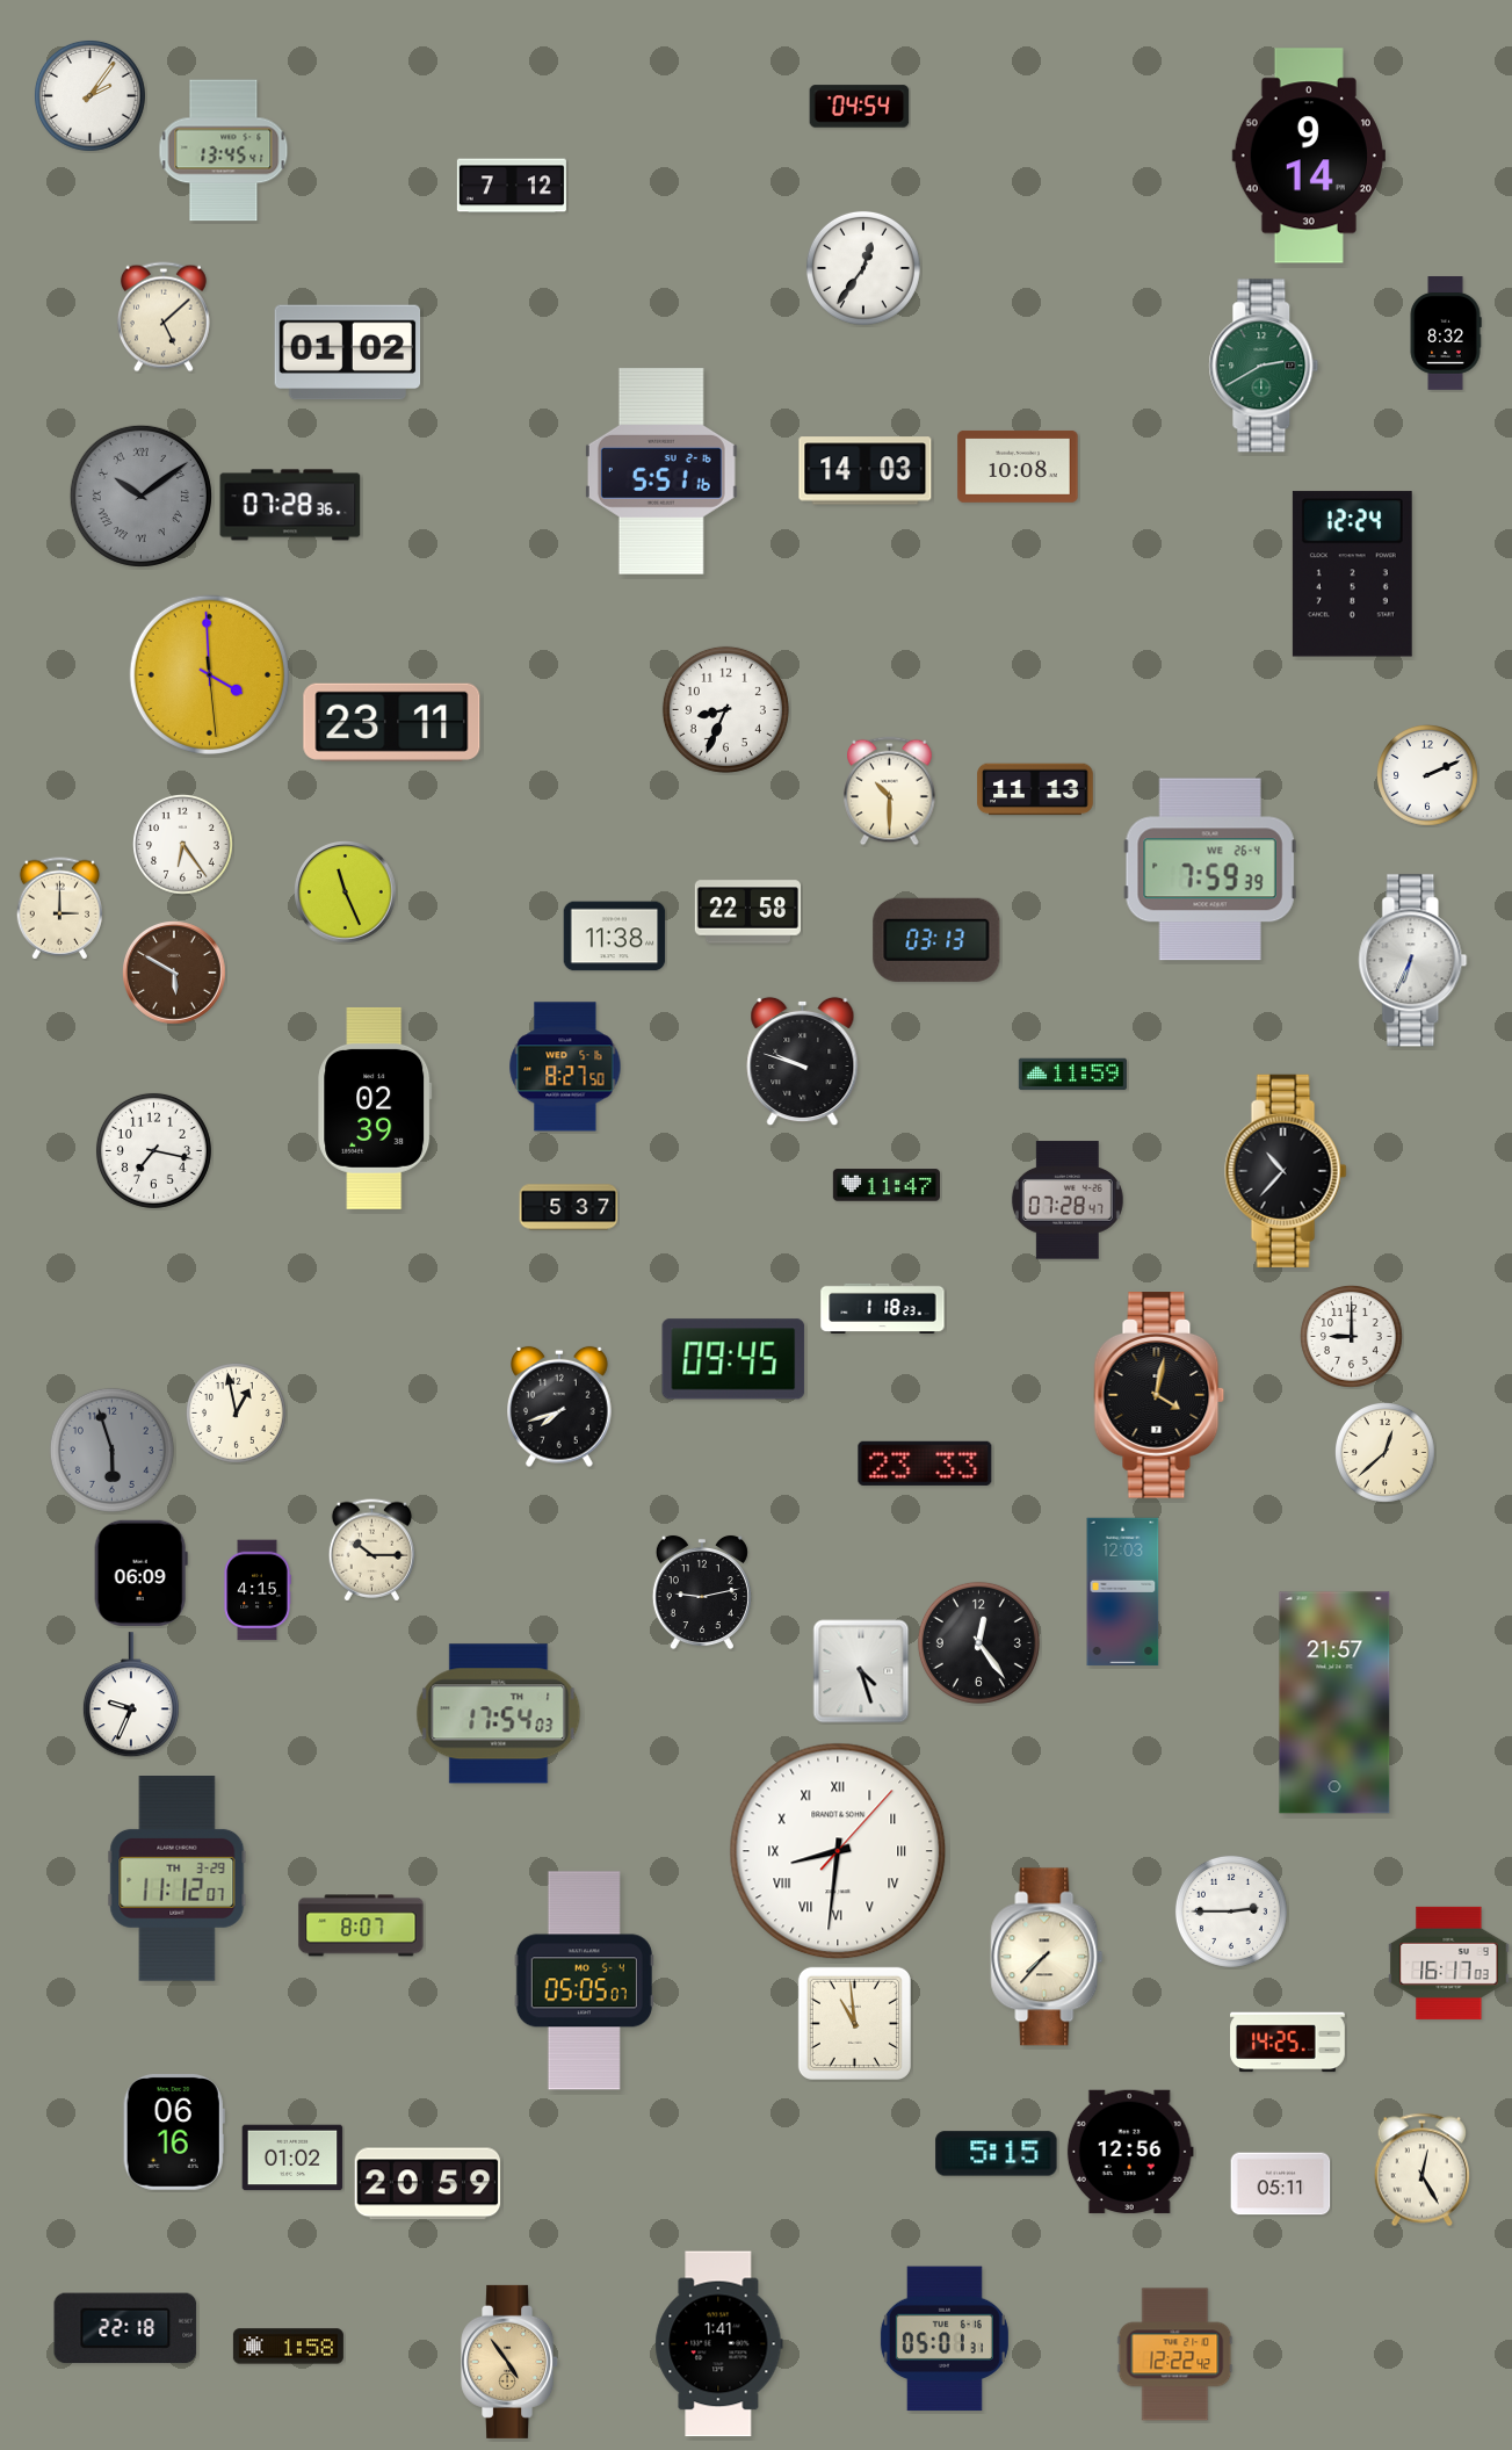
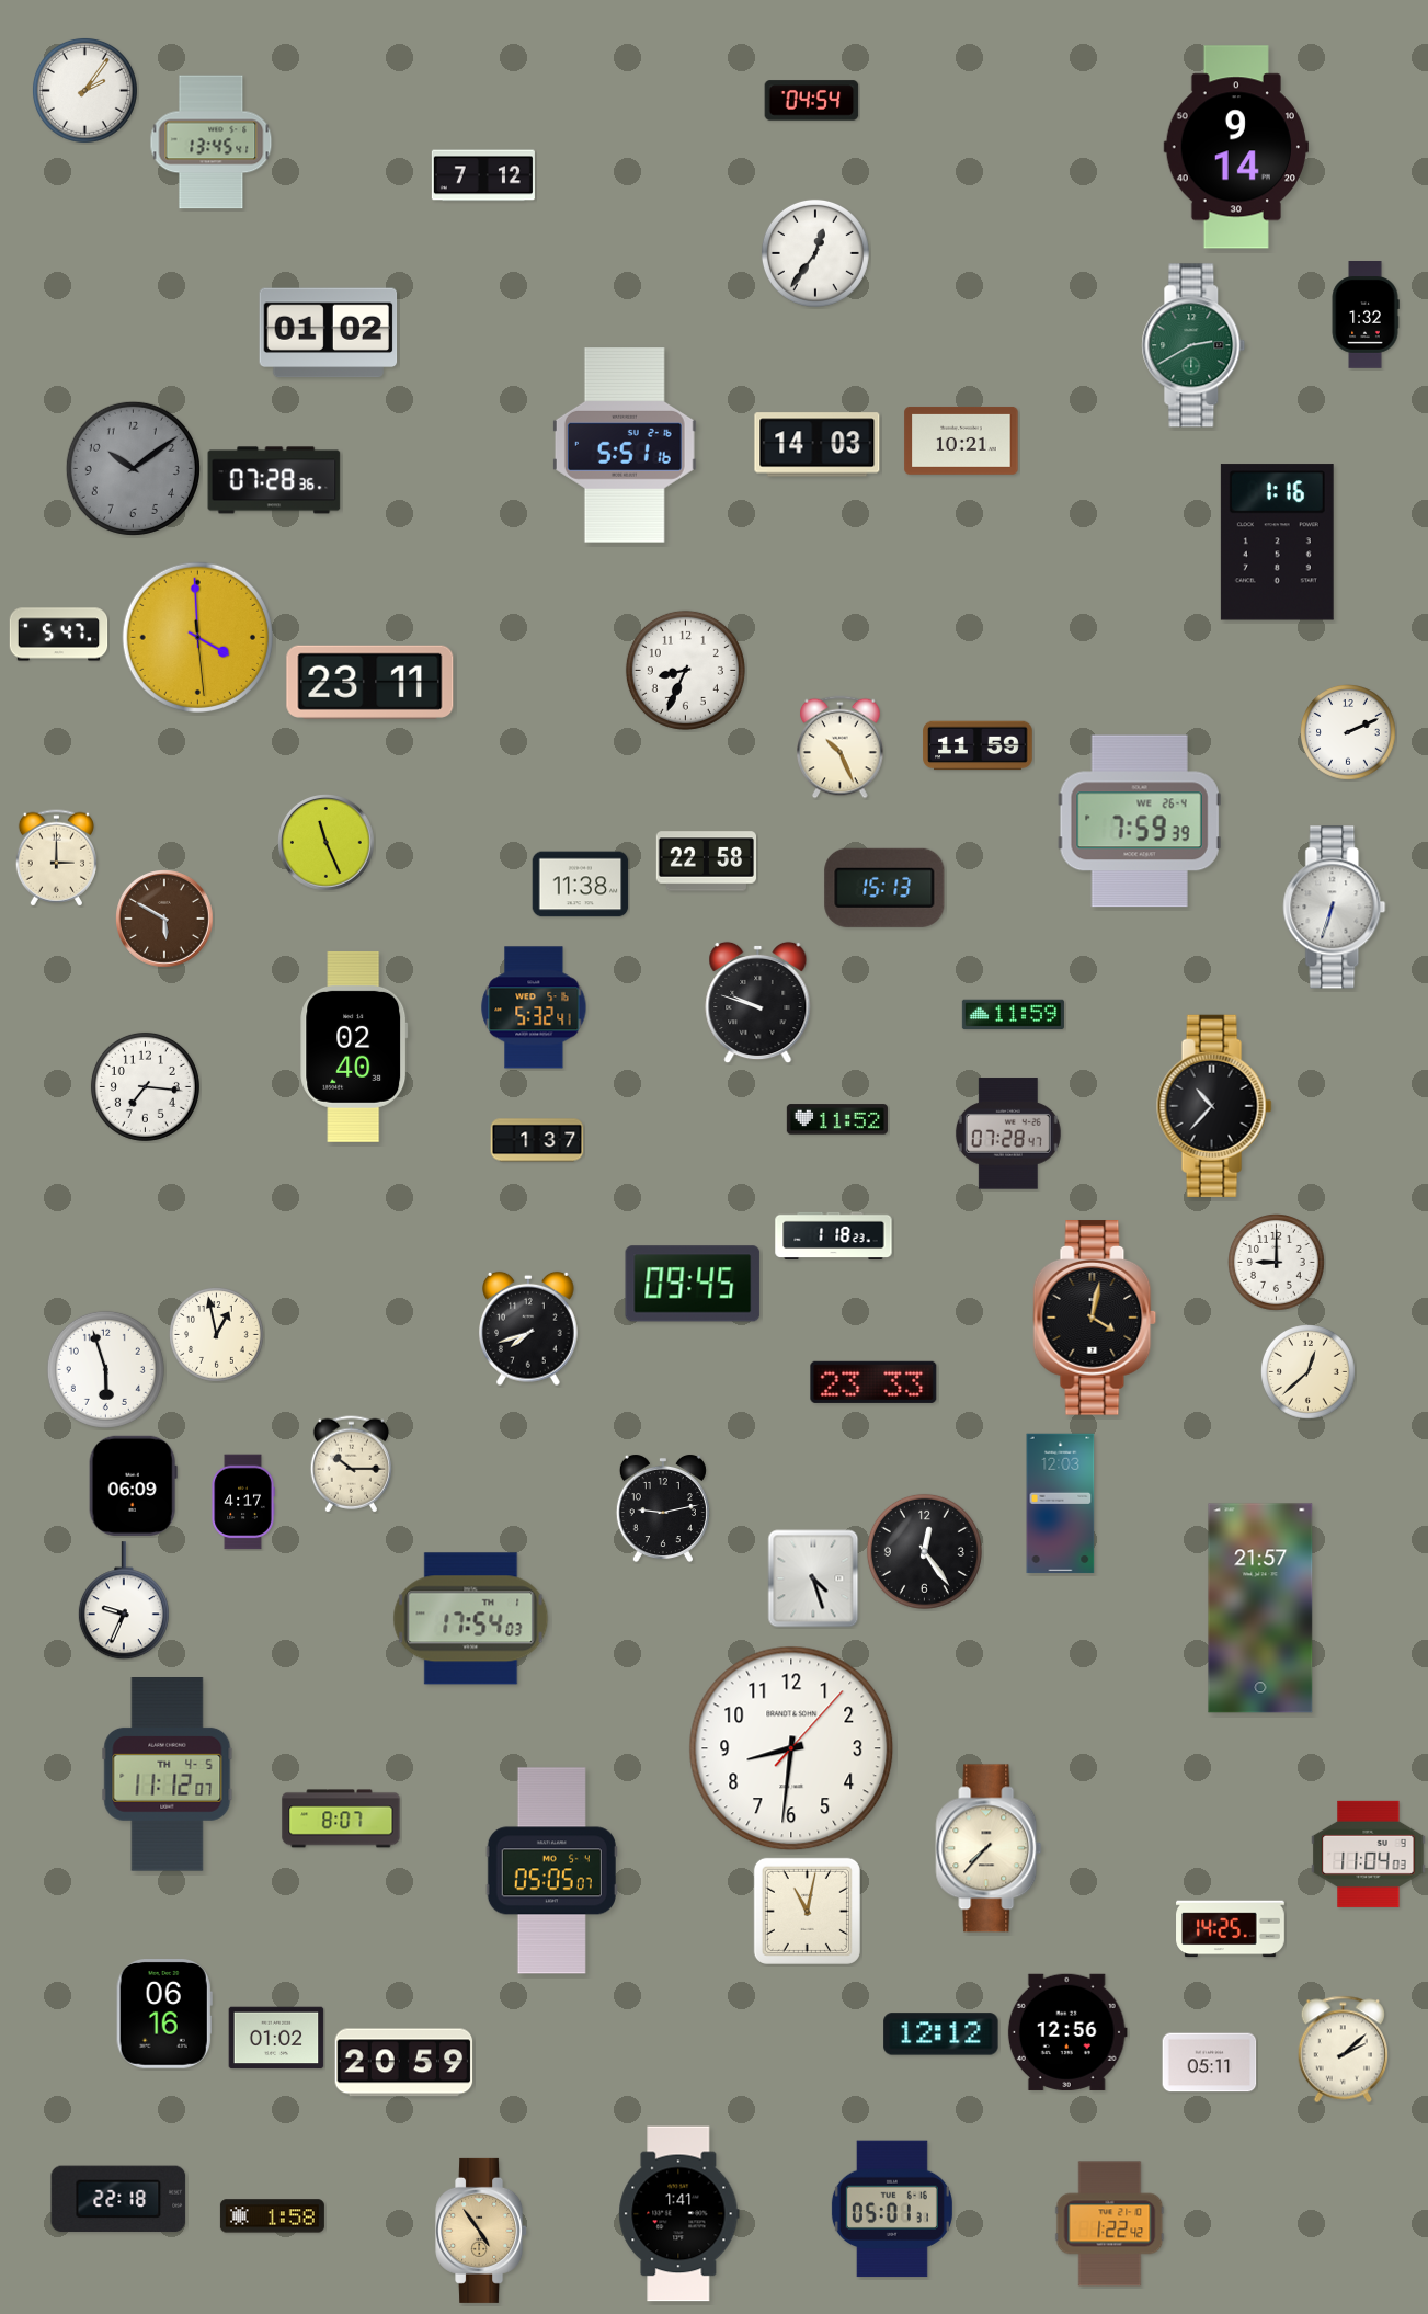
clock at (164, 317): 5:08 -> none
clock at (1446, 334): 8:32 -> 1:32
clock at (1018, 467): 10:08 -> 10:21
clock at (140, 496) numerals: Roman -> Arabic
clock at (290, 505) position: (290, 505) -> (274, 480)
clock at (1352, 574): 12:24 -> 1:16
clock at (59, 635): none -> 5:47
clock at (1035, 789): 11:13 -> 11:59
clock at (890, 792): 10:30 -> 10:26
clock at (183, 845): 6:24 -> none
clock at (1210, 869) position: (1210, 869) -> (1140, 821)
clock at (936, 940): 03:13 -> 15:13
clock at (1413, 961): 6:34 -> 6:33
clock at (565, 1067): 8:27 -> 5:32
clock at (375, 1108): 02:39 -> 02:40
clock at (153, 1150): 7:17 -> 7:16
clock at (887, 1185): 11:47 -> 11:52
clock at (569, 1207): 5:37 -> 1:37
clock at (237, 1414) position: (237, 1414) -> (217, 1335)
clock at (111, 1450) dial: grey -> white
clock at (258, 1590): 4:15 -> 4:17
clock at (702, 1592) position: (702, 1592) -> (663, 1508)
clock at (838, 1851) numerals: Roman -> Arabic
clock at (178, 1879) date: TH 3-29 -> TH 4-5
clock at (1231, 1911): 2:45 -> none
clock at (1449, 1963): 16:17 -> 11:04
clock at (854, 2023): 10:59 -> 11:02
clock at (1288, 2043) position: (1288, 2043) -> (1231, 1929)
clock at (997, 2154): 5:15 -> 12:12
clock at (1421, 2170): 12:25 -> 2:08
clock at (1175, 2355): 12:22 -> 1:22
